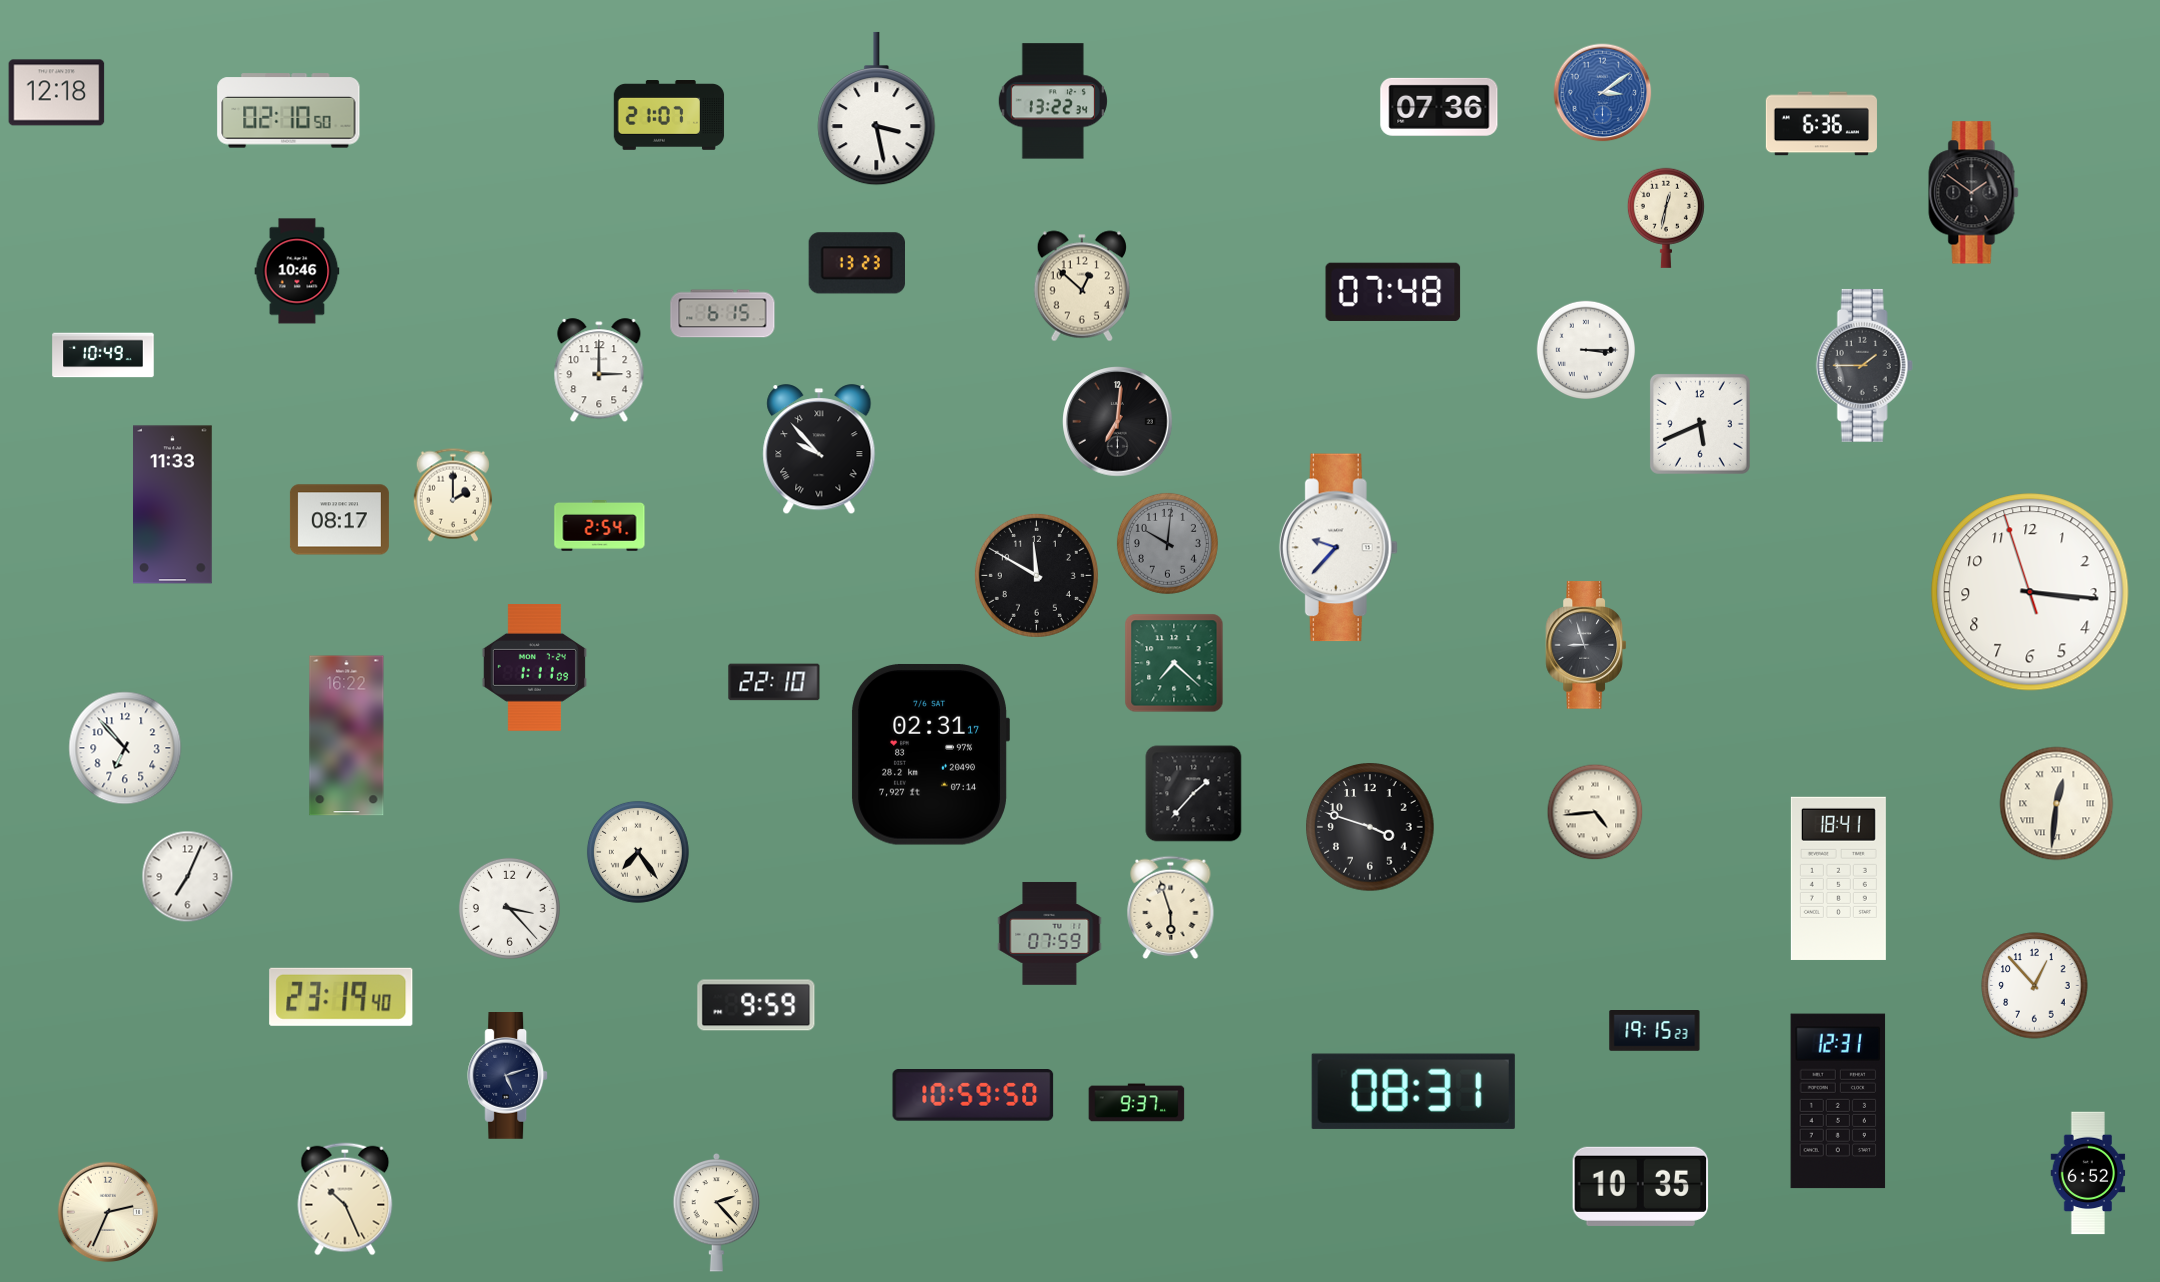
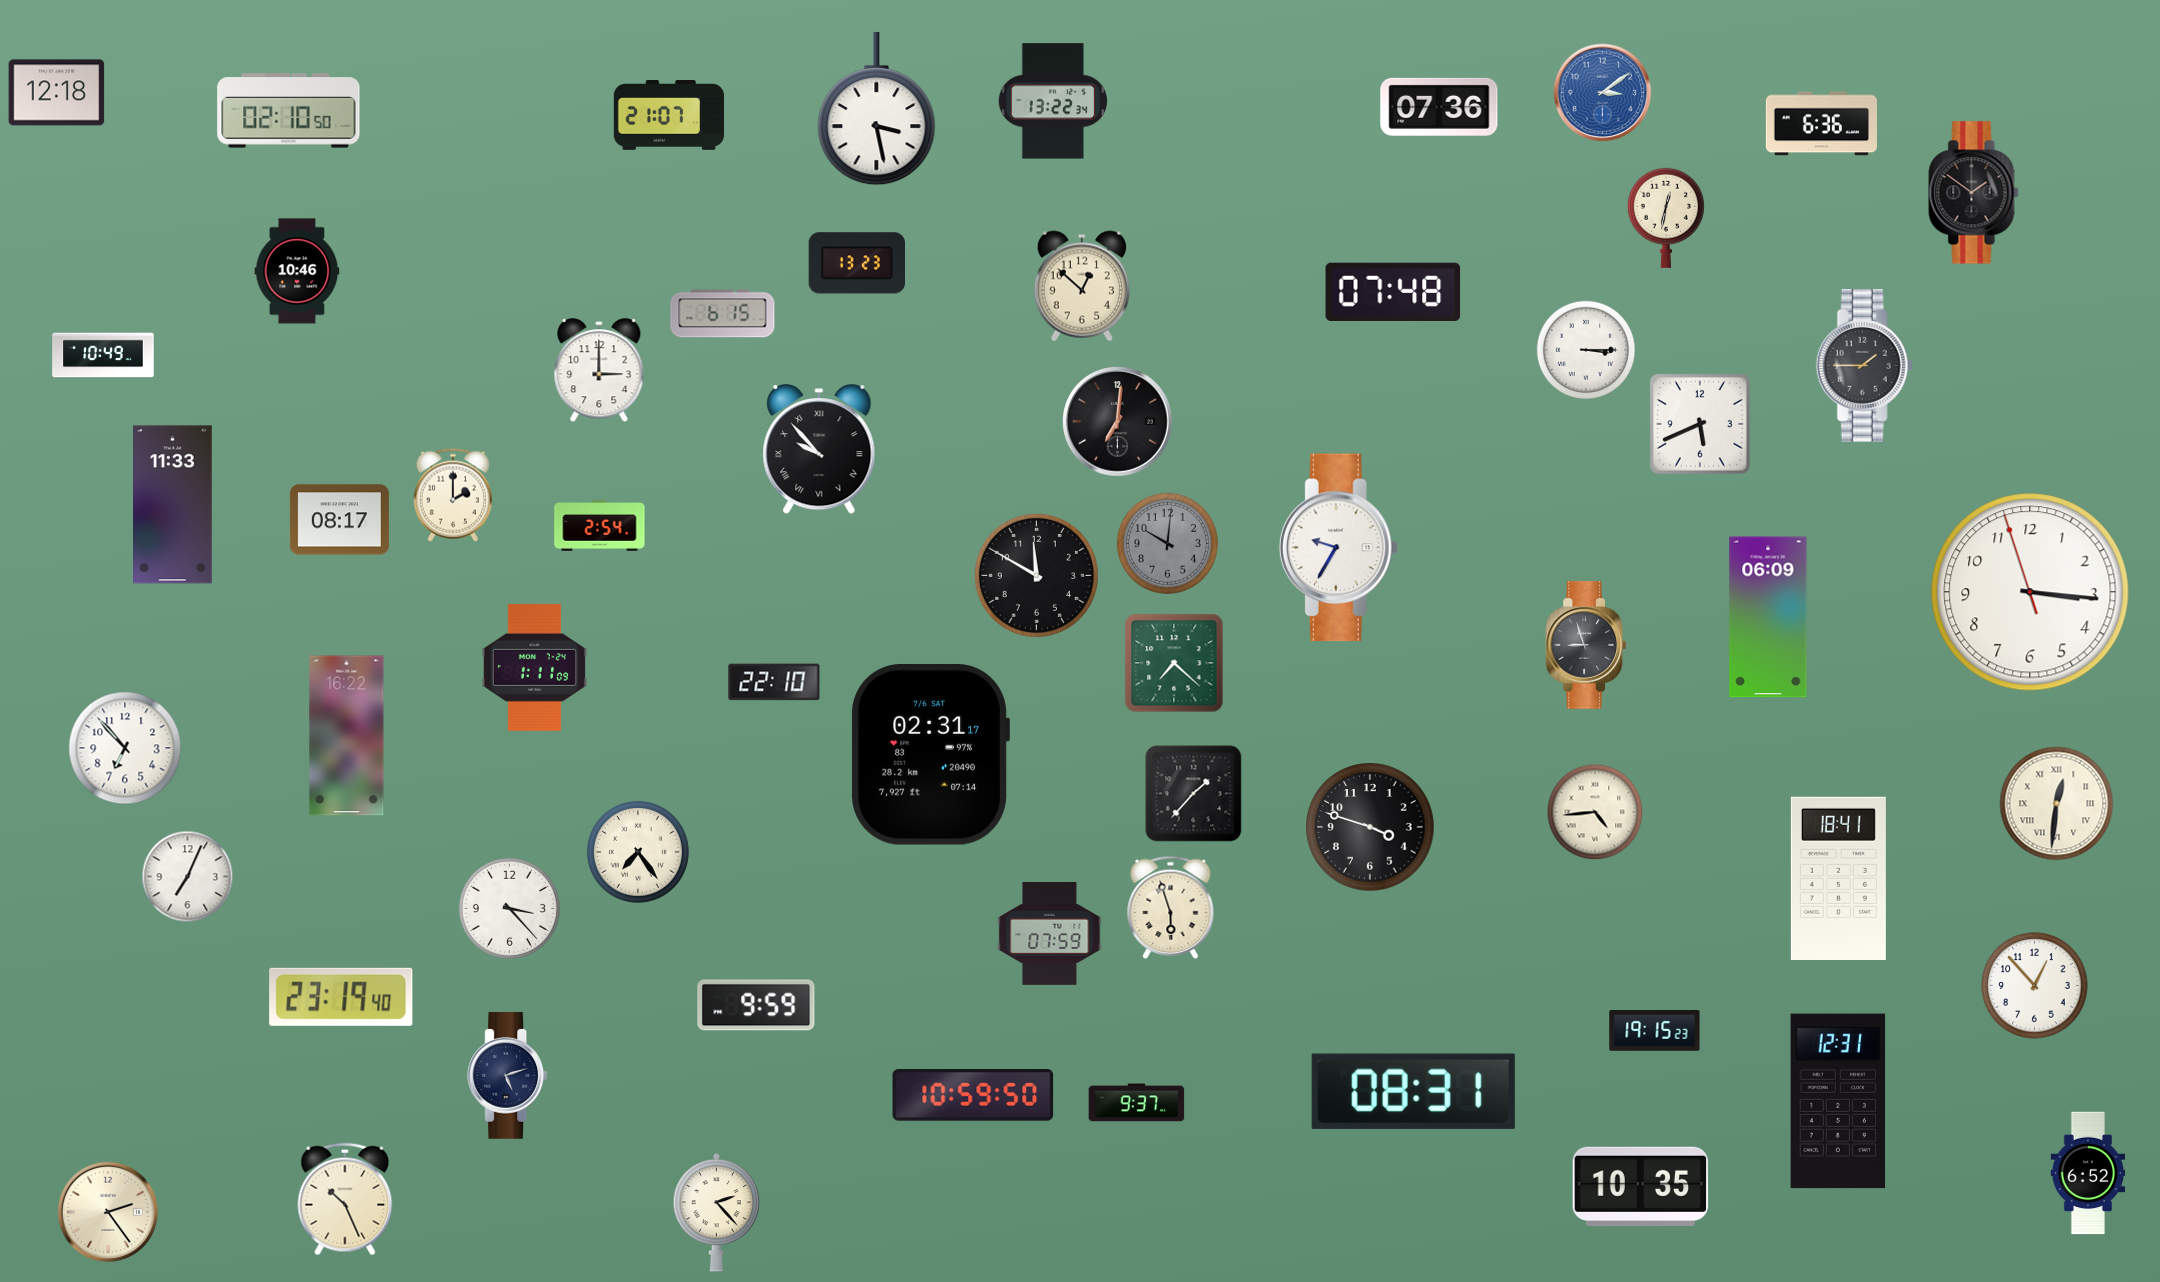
clock at (1338, 548): 9:37 -> 9:35
clock at (1768, 617): none -> 06:09
clock at (108, 1212): 2:34 -> 2:24
